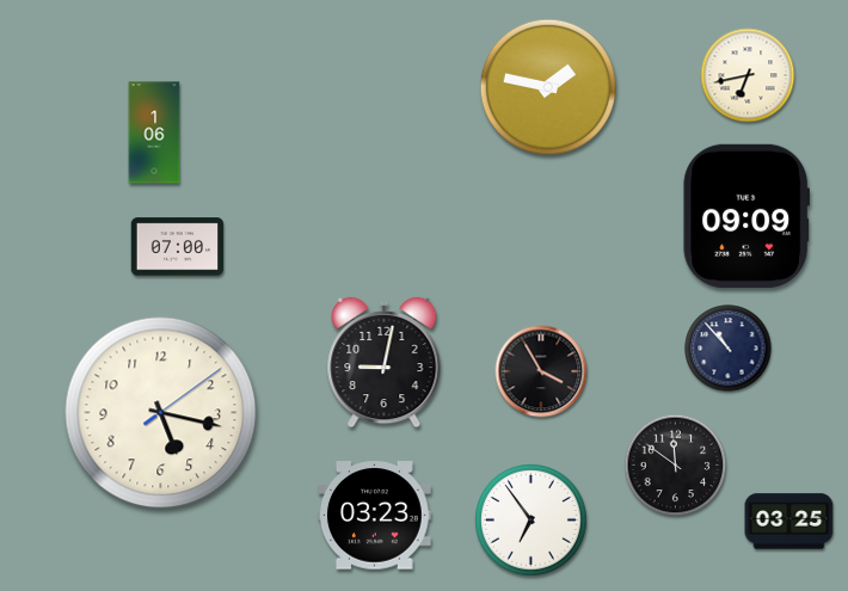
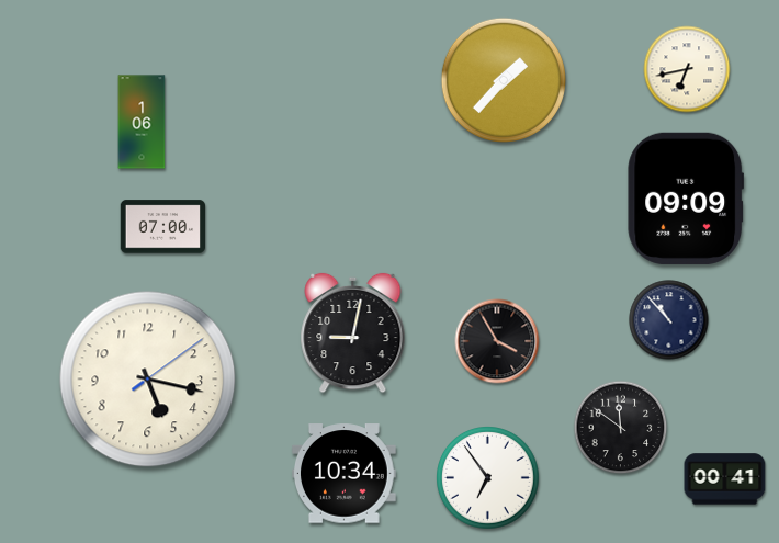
clock at (547, 86): 1:47 -> 1:37
clock at (375, 516): 03:23 -> 10:34
clock at (789, 522): 03:25 -> 00:41
